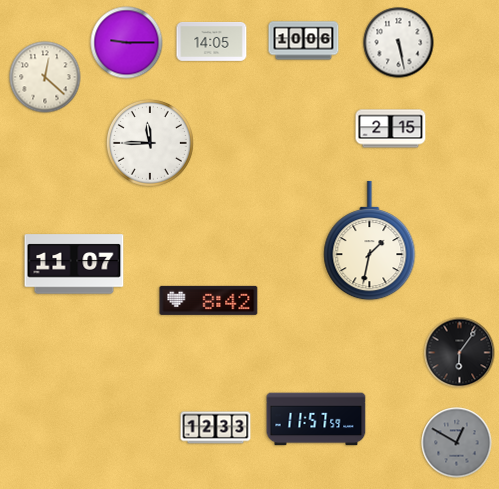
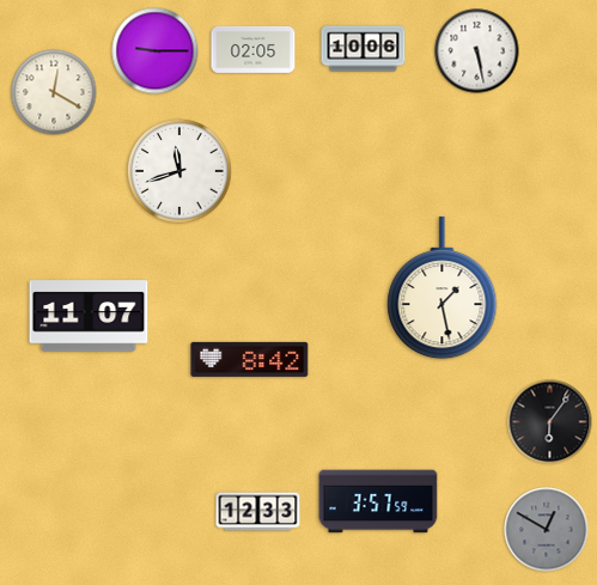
clock at (212, 41): 14:05 -> 02:05
clock at (127, 43) position: (127, 43) -> (156, 51)
clock at (45, 77): 12:22 -> 12:20
clock at (391, 129): 2:15 -> none
clock at (150, 143): 11:45 -> 11:42
clock at (370, 241): 1:32 -> 1:28
clock at (316, 419): 11:57 -> 3:57
